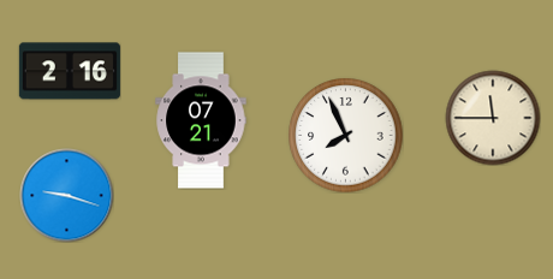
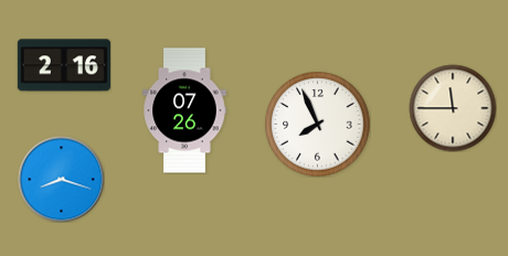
clock at (201, 120): 07:21 -> 07:26
clock at (66, 195): 9:18 -> 8:18
